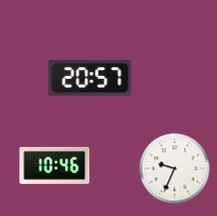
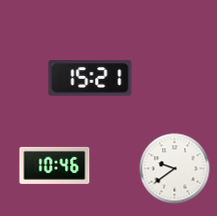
clock at (90, 78): 20:57 -> 15:21
clock at (175, 169): 9:34 -> 9:39
